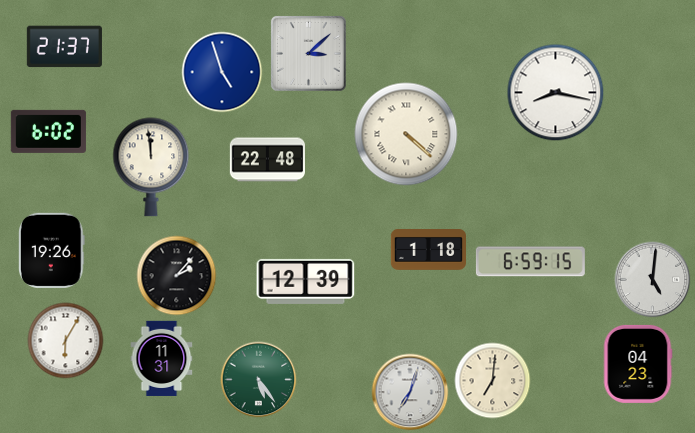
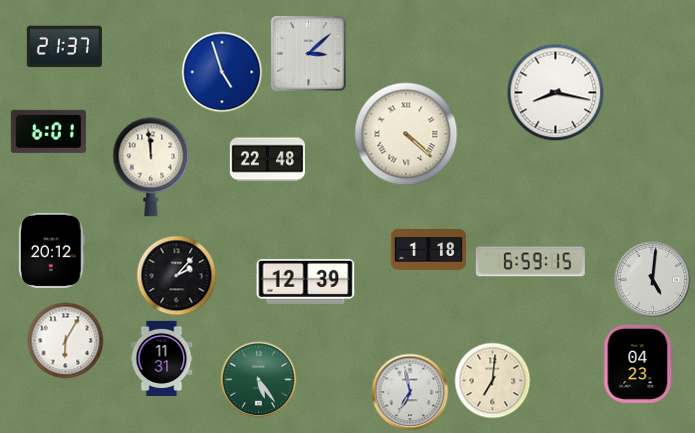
clock at (48, 131): 6:02 -> 6:01
clock at (52, 250): 19:26 -> 20:12
clock at (410, 392): 7:03 -> 6:58
